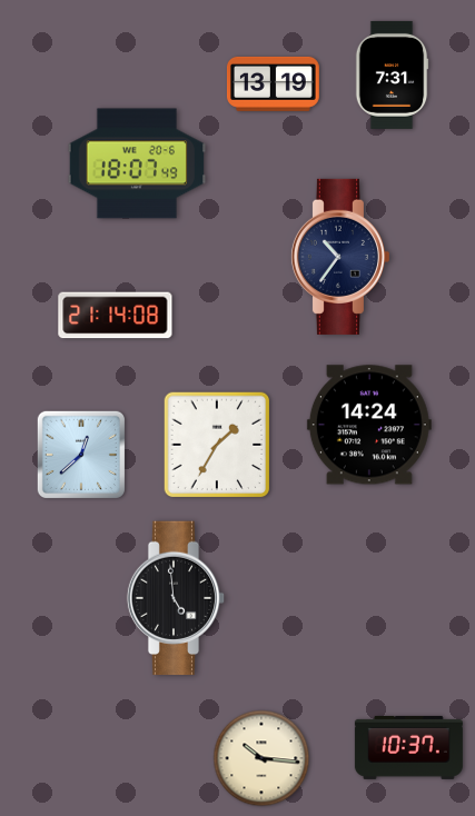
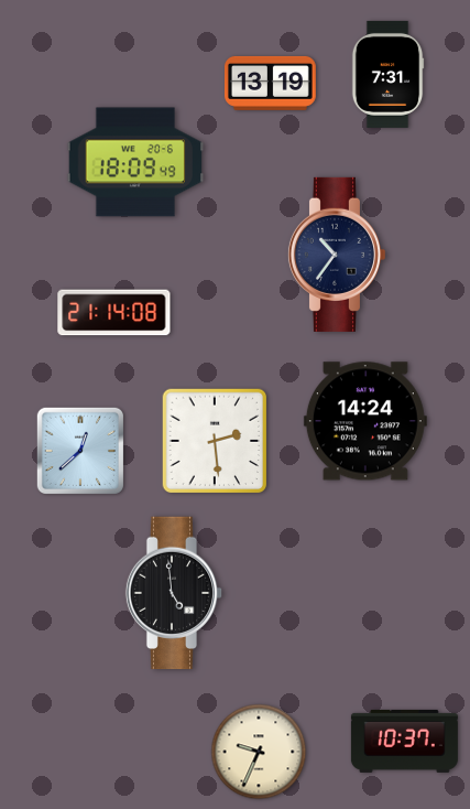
clock at (136, 163): 18:07 -> 18:09
clock at (217, 445): 1:35 -> 2:29
clock at (261, 758): 10:16 -> 9:34
